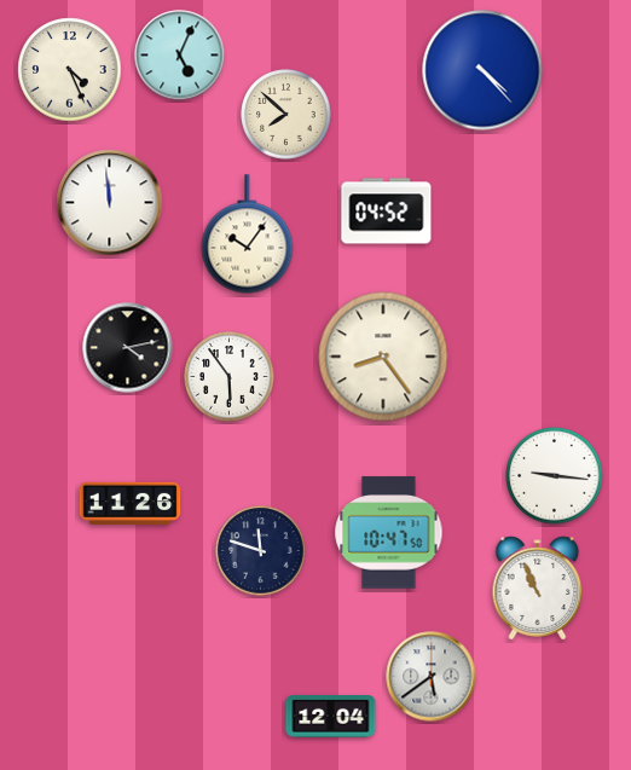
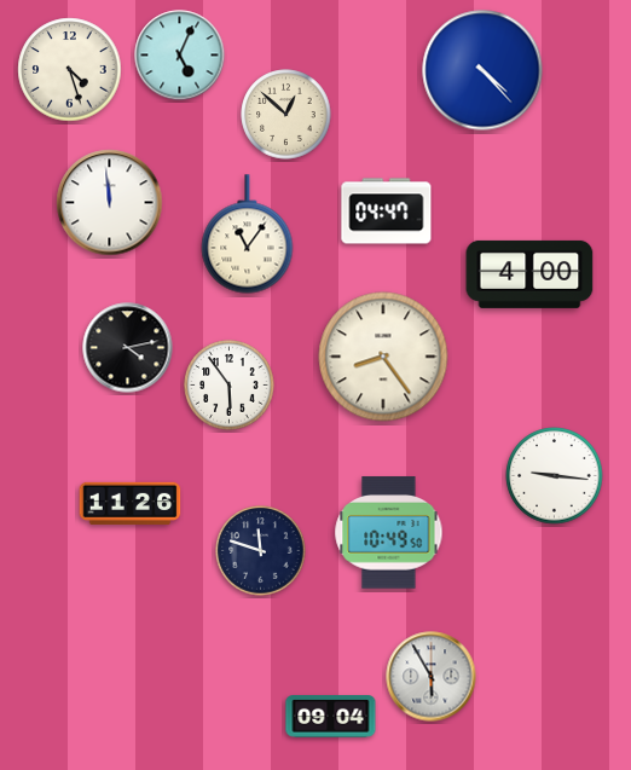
clock at (70, 70): 4:26 -> 4:27
clock at (286, 115): 7:52 -> 12:52
clock at (387, 212): 04:52 -> 04:47
clock at (248, 235): 10:06 -> 11:06
clock at (529, 274): none -> 4:00
clock at (230, 377) position: (230, 377) -> (230, 386)
clock at (389, 533): 10:47 -> 10:49
clock at (538, 589): 10:56 -> none
clock at (432, 677): 5:39 -> 5:55
clock at (331, 717): 12:04 -> 09:04
